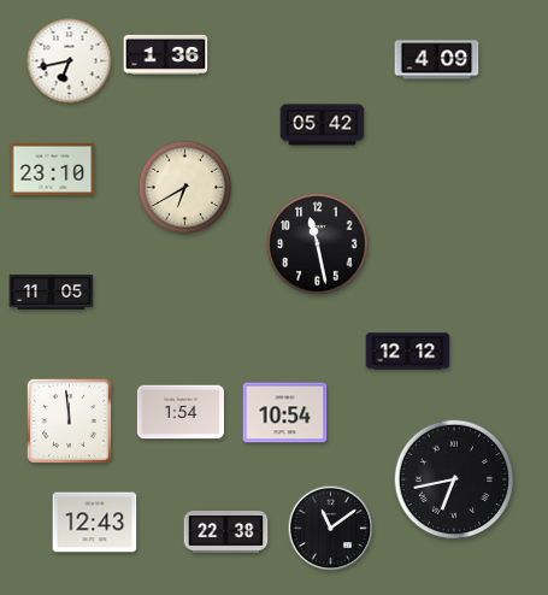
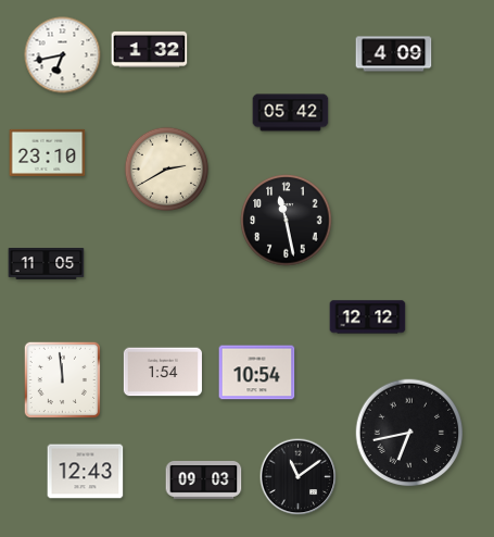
clock at (166, 54): 1:36 -> 1:32
clock at (185, 188): 6:40 -> 2:40
clock at (226, 532): 22:38 -> 09:03
